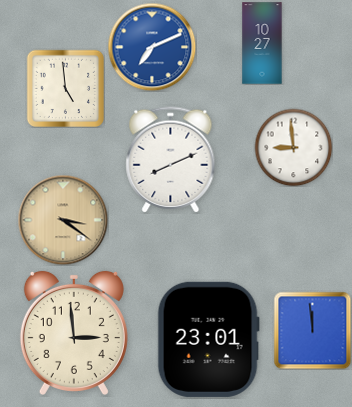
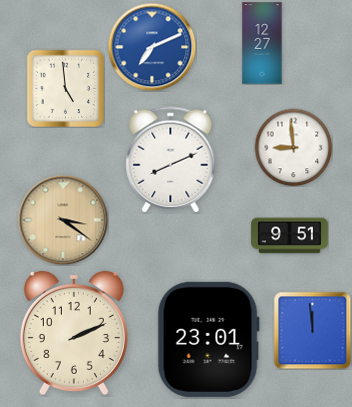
clock at (262, 43): 10:27 -> 12:27
clock at (290, 236): none -> 9:51
clock at (74, 333): 2:59 -> 2:11
